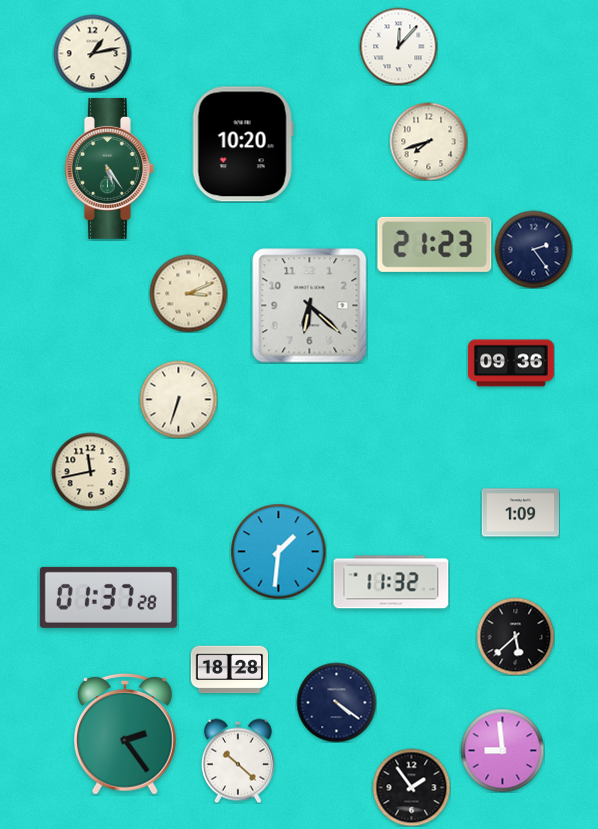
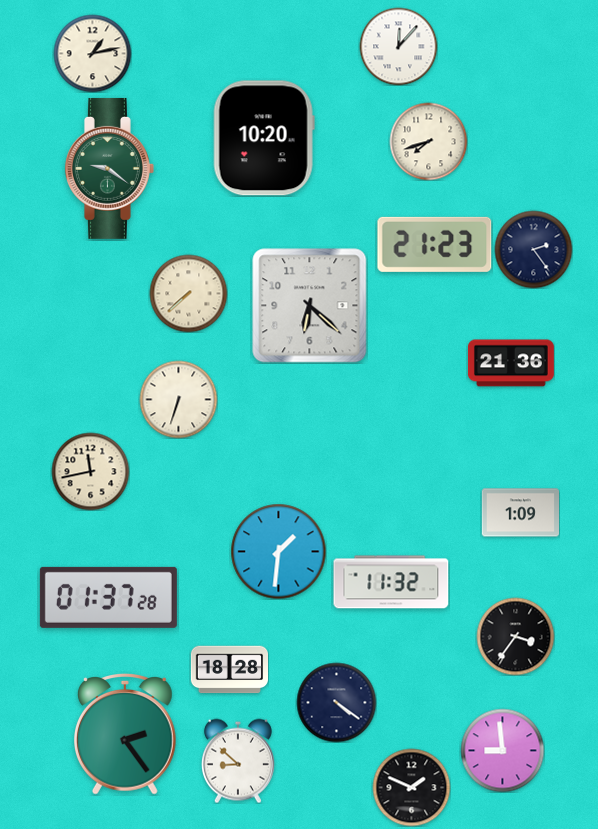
clock at (243, 144) position: (243, 144) -> (264, 138)
clock at (110, 168): 5:24 -> 9:21
clock at (188, 293): 3:11 -> 7:38
clock at (511, 363): 09:36 -> 21:36
clock at (515, 636): 5:38 -> 3:36
clock at (238, 761): 10:22 -> 8:52
clock at (411, 787): 1:54 -> 1:49
